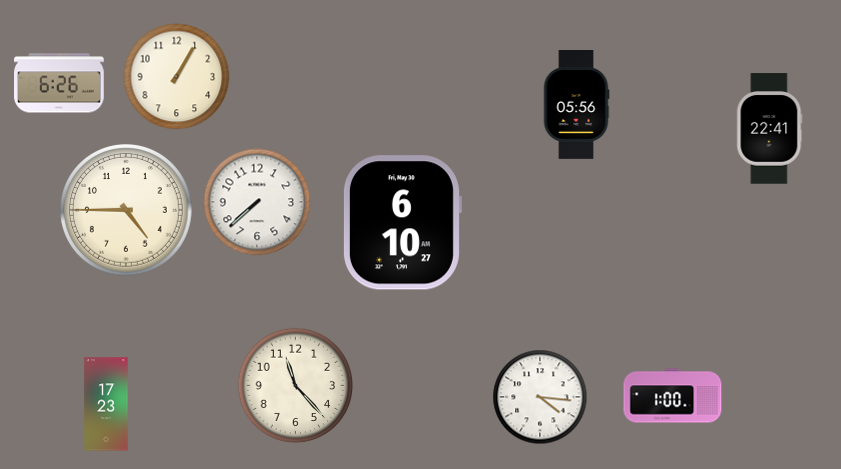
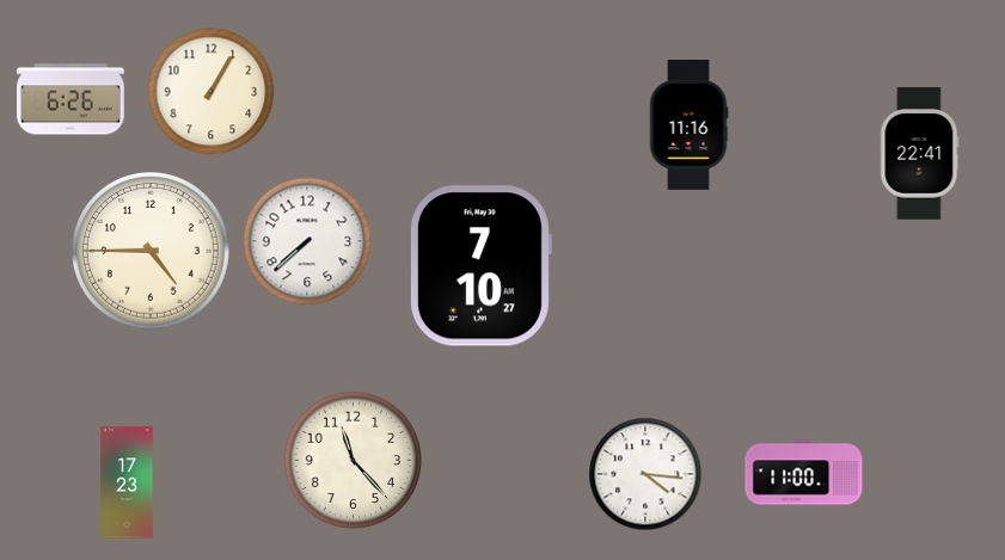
clock at (576, 105): 05:56 -> 11:16
clock at (402, 223): 6:10 -> 7:10
clock at (673, 396): 1:00 -> 11:00
